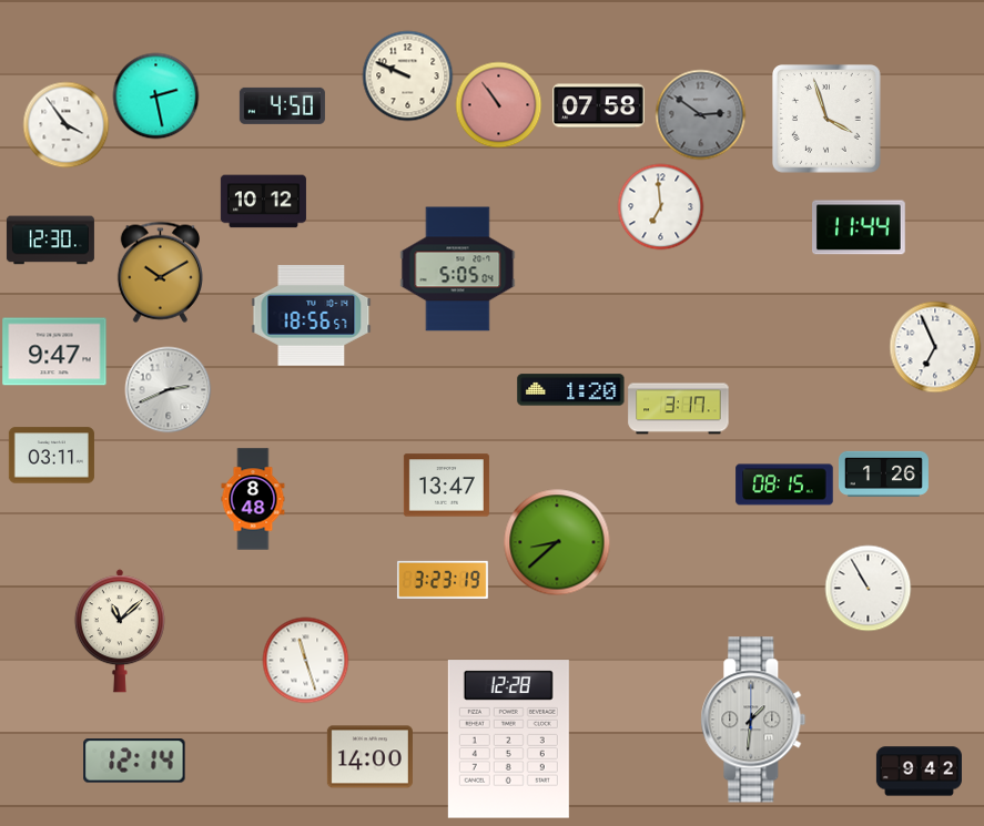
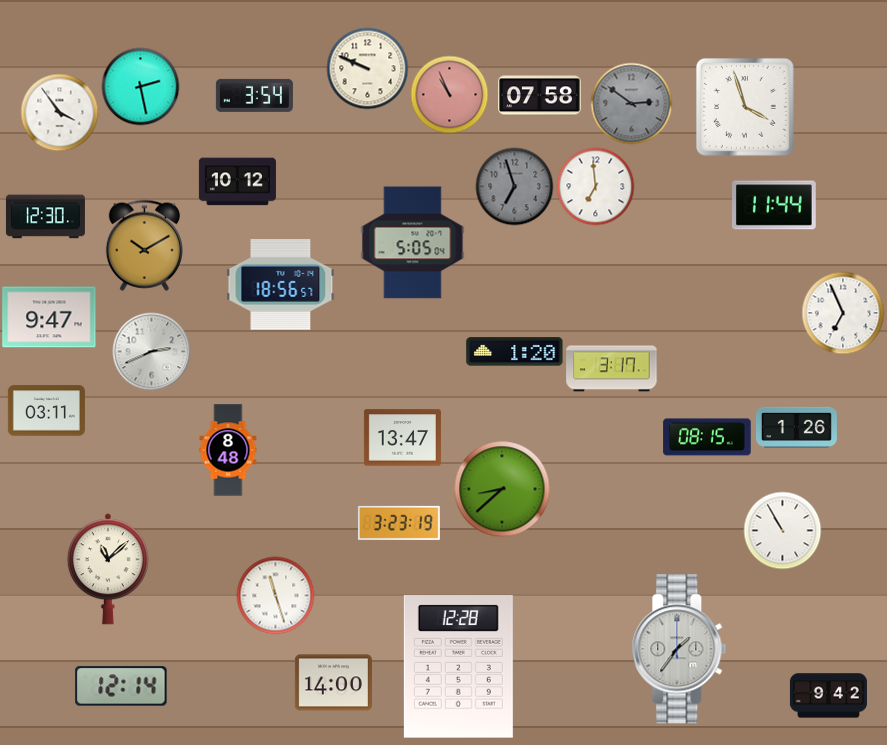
clock at (498, 104): 10:54 -> 10:56
clock at (282, 105): 4:50 -> 3:54
clock at (514, 186): none -> 6:57
clock at (753, 720): 1:31 -> 1:36
